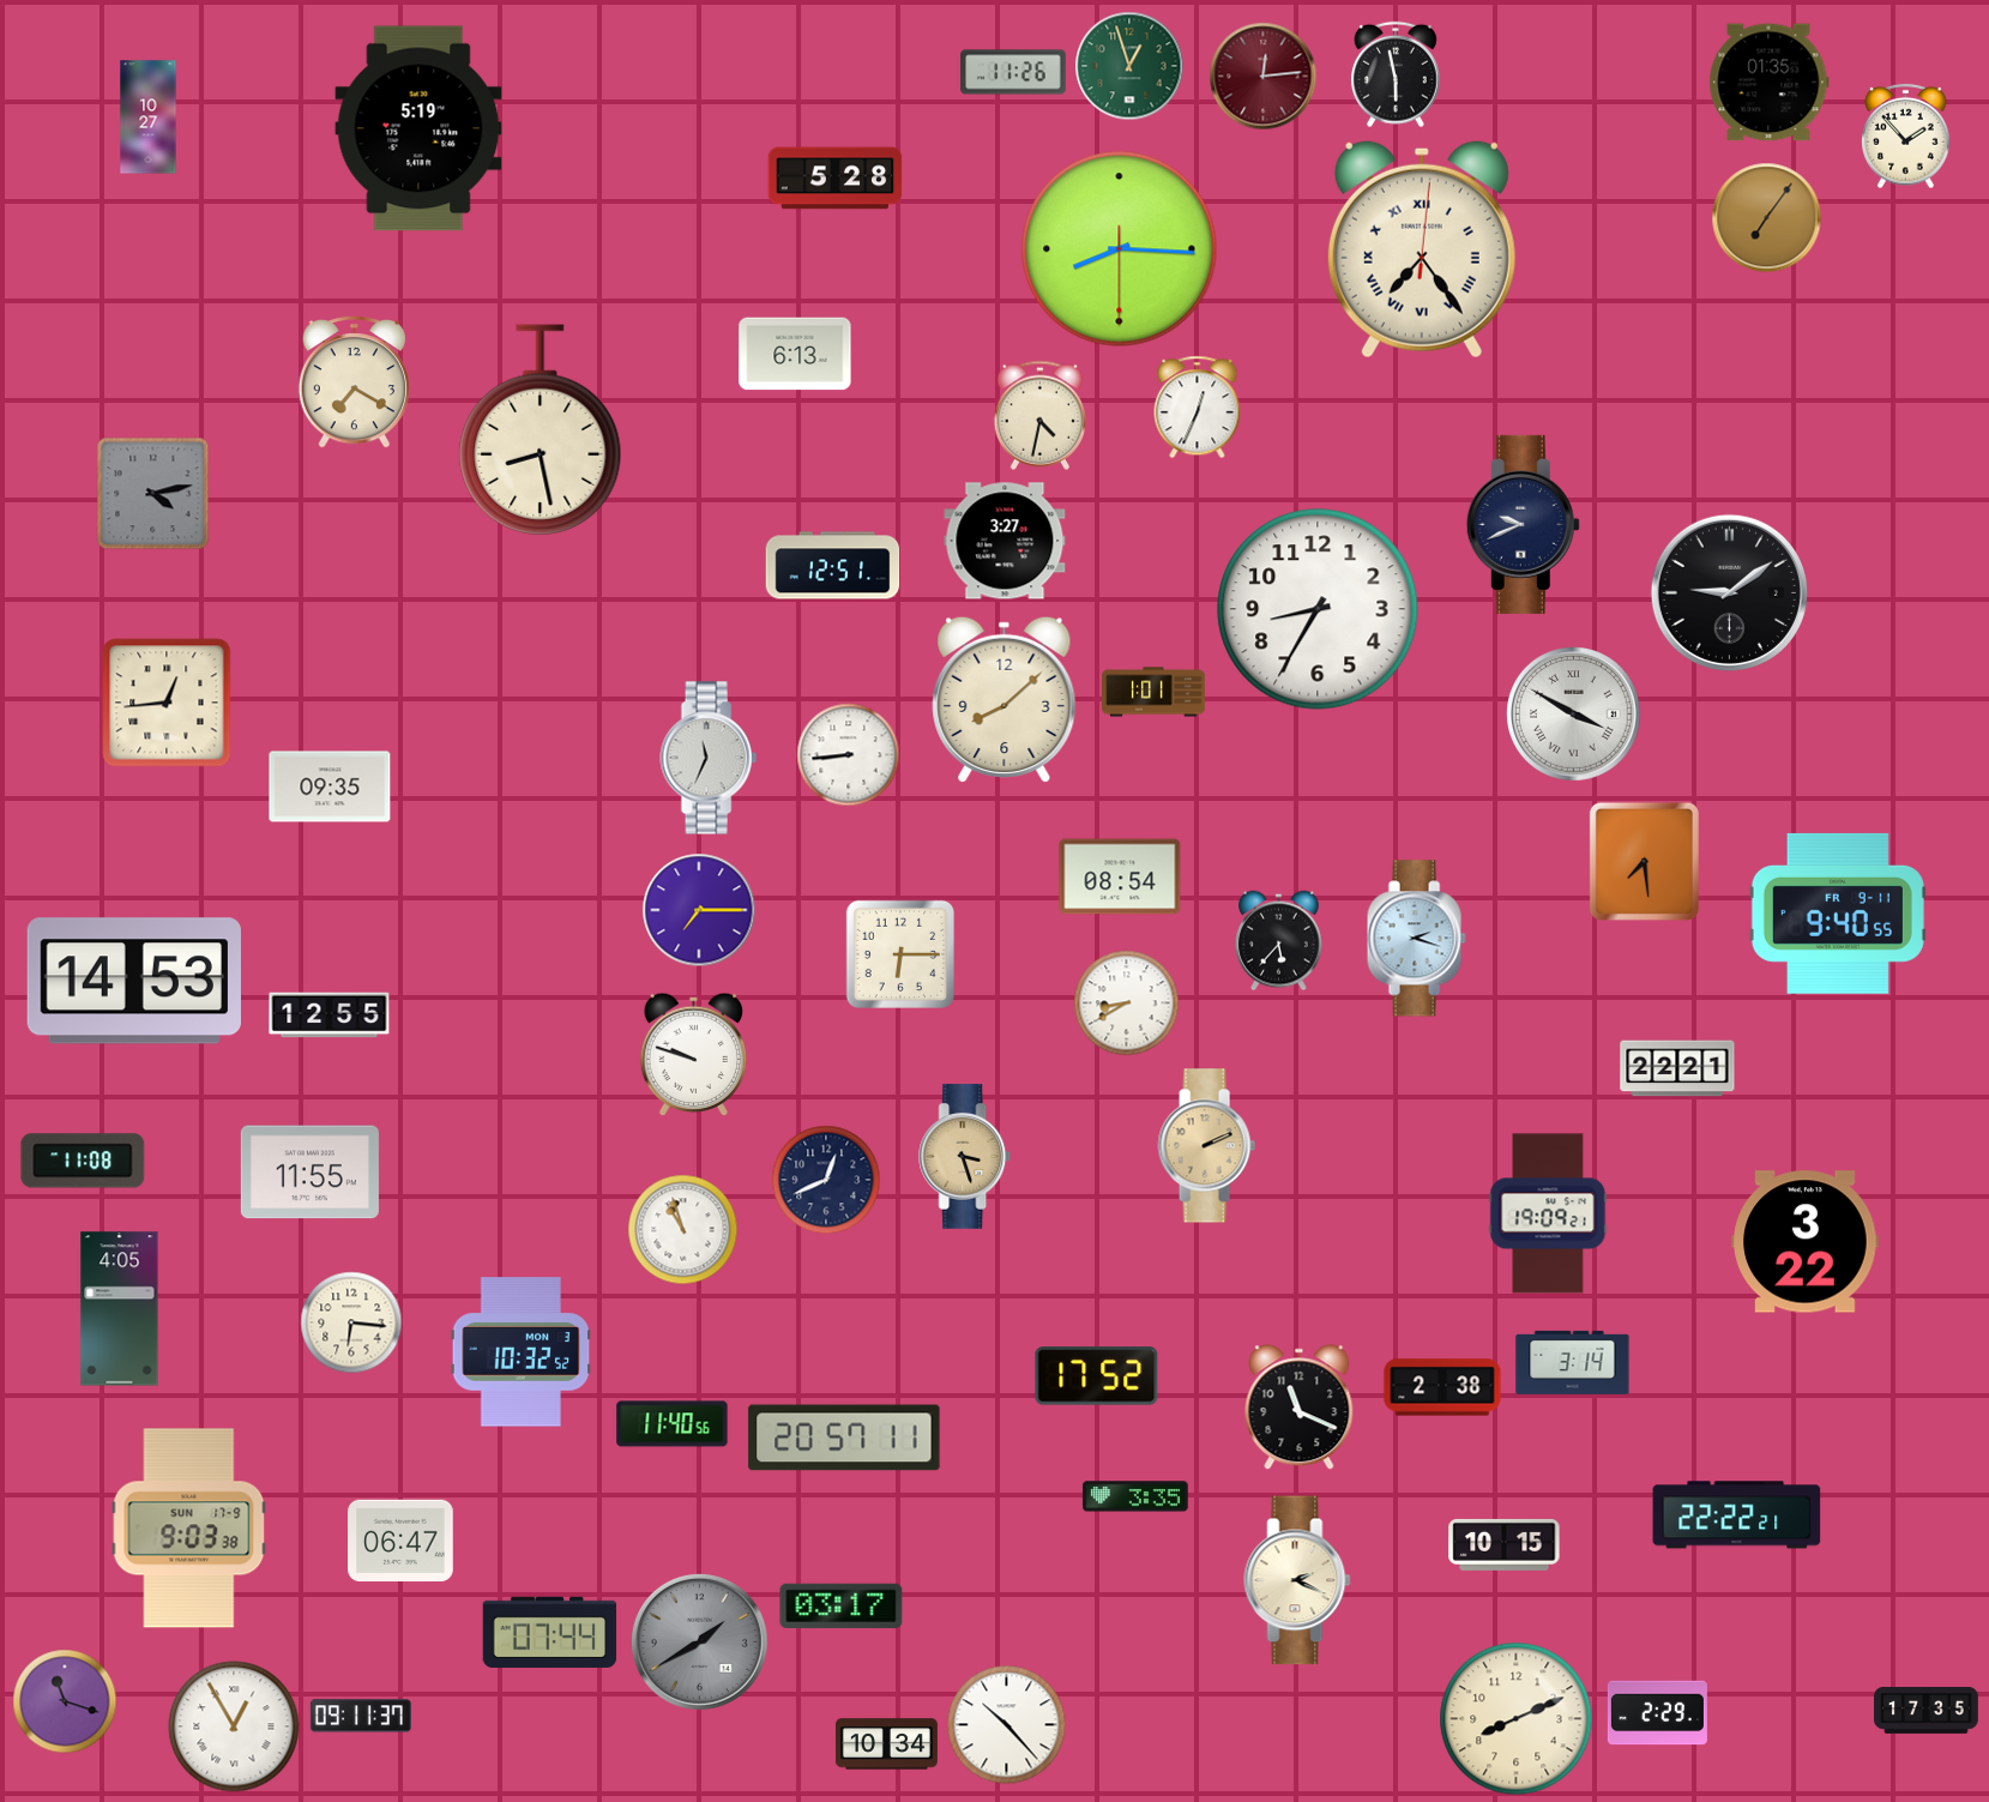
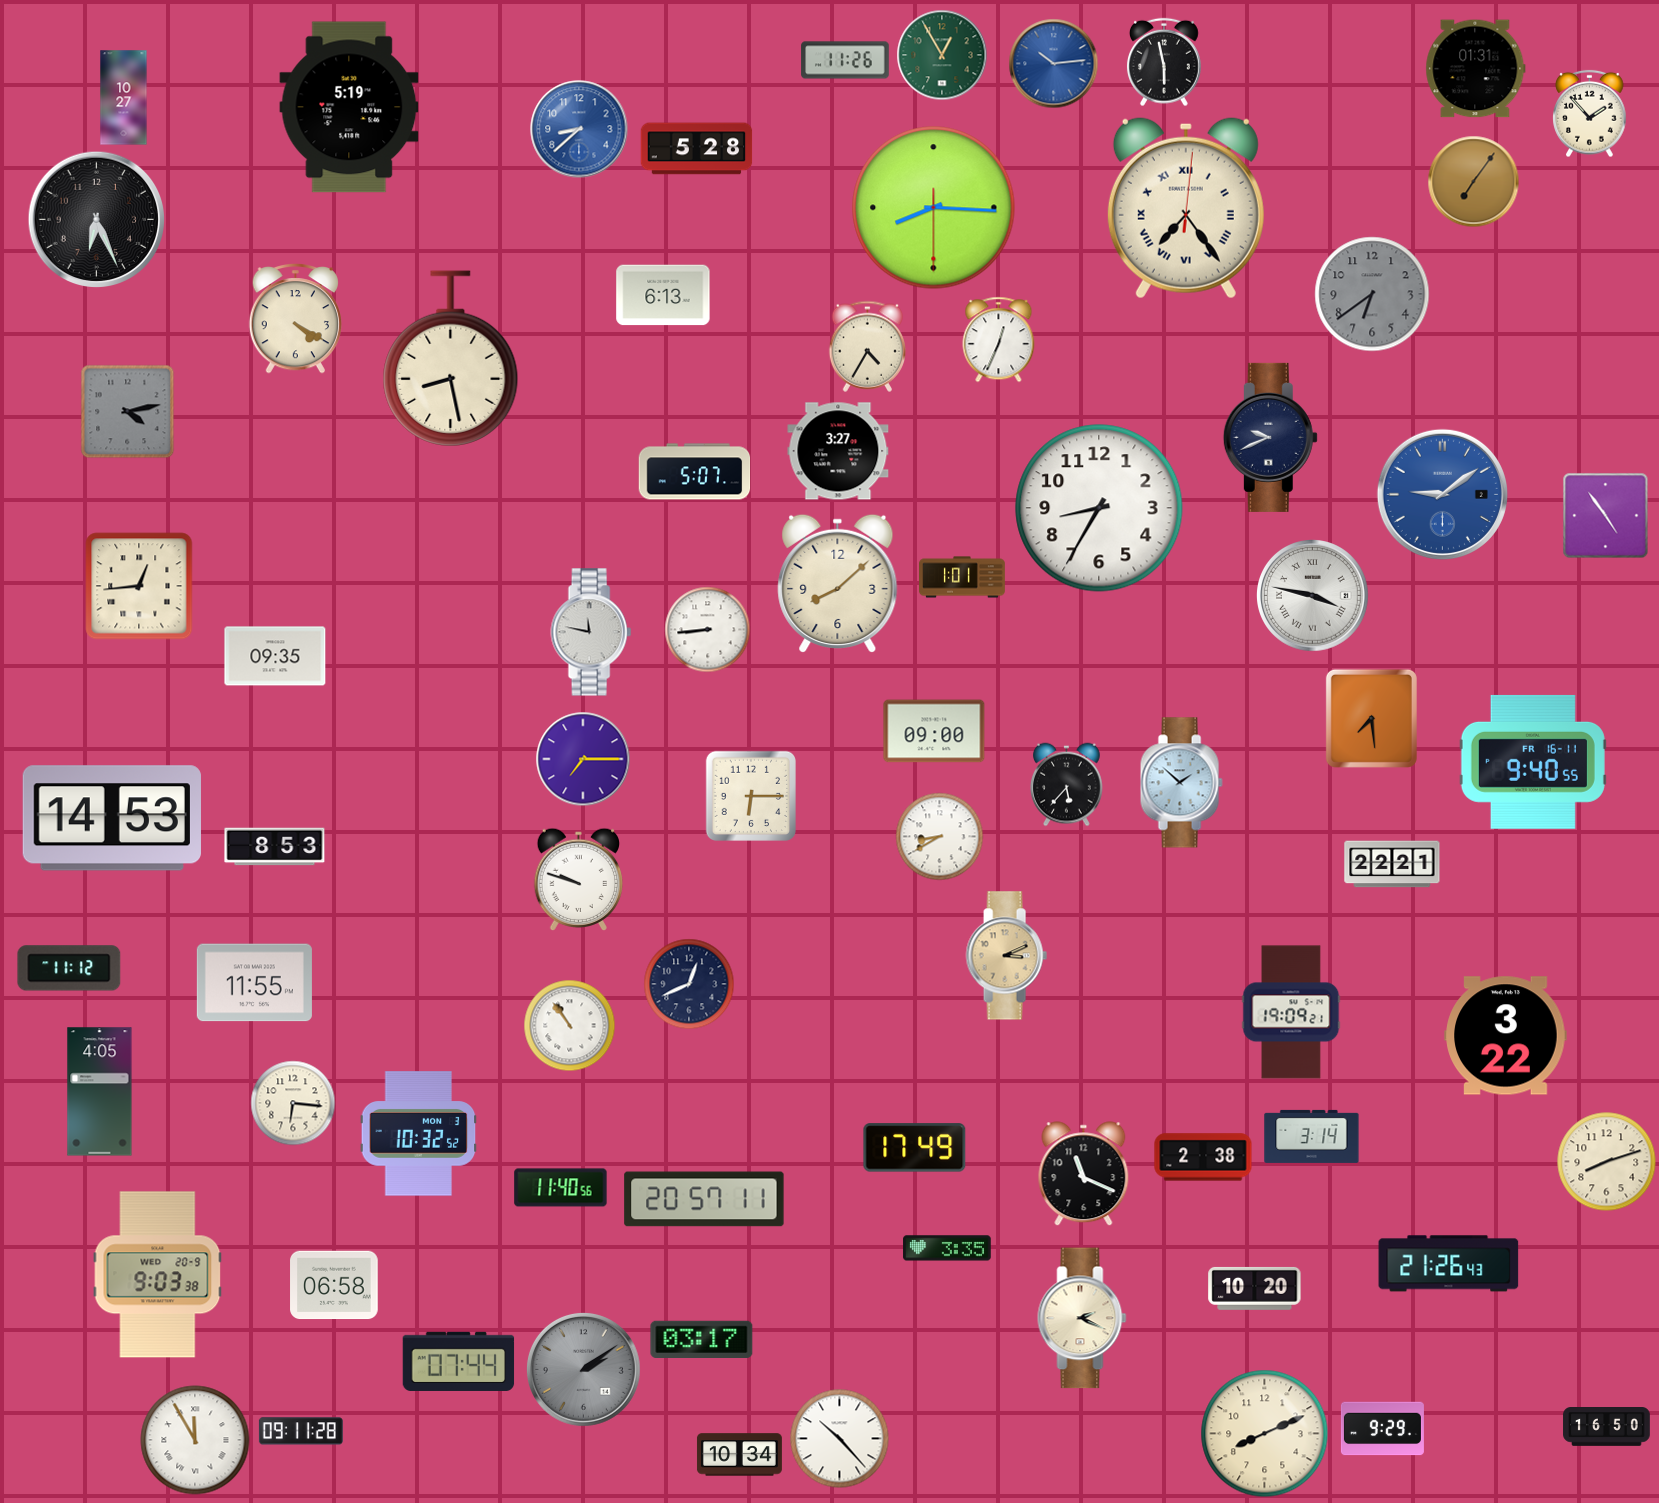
clock at (1129, 66): 12:57 -> 12:55
clock at (1264, 77): 12:14 -> 10:14
clock at (1264, 77) dial: burgundy -> blue
clock at (1770, 83): 01:35 -> 01:31
clock at (579, 129): none -> 8:38
clock at (97, 220): none -> 6:26
clock at (1372, 294): none -> 6:39
clock at (354, 382): 7:20 -> 4:20
clock at (1039, 415): 4:32 -> 4:35
clock at (833, 566): 12:51 -> 5:07
clock at (1729, 592) dial: black -> blue
clock at (1606, 516): none -> 4:54
clock at (1574, 715): 3:50 -> 3:47
clock at (709, 758): 11:34 -> 11:47
clock at (1120, 876): 08:54 -> 09:00
clock at (1838, 914) date: FR 9-11 -> FR 16-11
clock at (1416, 939): 2:18 -> 1:52
clock at (330, 1015): 12:55 -> 8:53
clock at (1677, 1068) position: (1677, 1068) -> (1392, 864)
clock at (1206, 1146): 2:11 -> 3:11
clock at (965, 1157): 3:27 -> none
clock at (83, 1161): 11:08 -> 11:12
clock at (309, 1173) position: (309, 1173) -> (254, 983)
clock at (683, 1230): 10:57 -> 10:54
clock at (522, 1352) position: (522, 1352) -> (419, 1134)
clock at (1097, 1376): 17:52 -> 17:49
clock at (1607, 1162): none -> 8:12
clock at (1737, 1515): 22:22 -> 21:26
clock at (189, 1529) date: SUN 17-9 -> WED 20-9
clock at (400, 1541): 06:47 -> 06:58
clock at (1505, 1544): 10:15 -> 10:20
clock at (699, 1641): 1:40 -> 2:09
clock at (65, 1701): 11:18 -> none
clock at (1927, 1711): 17:35 -> 16:50
clock at (1657, 1713): 2:29 -> 9:29
clock at (361, 1716): 09:11:37 -> 09:11:28
clock at (234, 1726): 12:55 -> 11:55
